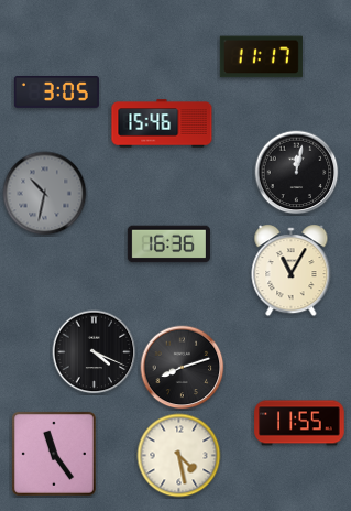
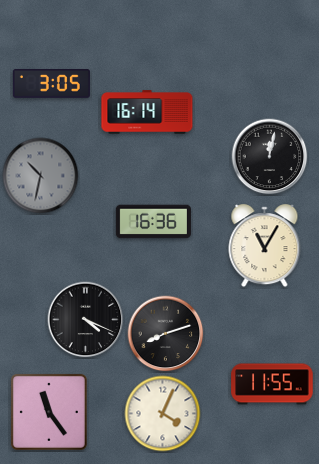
clock at (261, 57): 11:17 -> none
clock at (162, 123): 15:46 -> 16:14
clock at (179, 456): 4:28 -> 4:04
